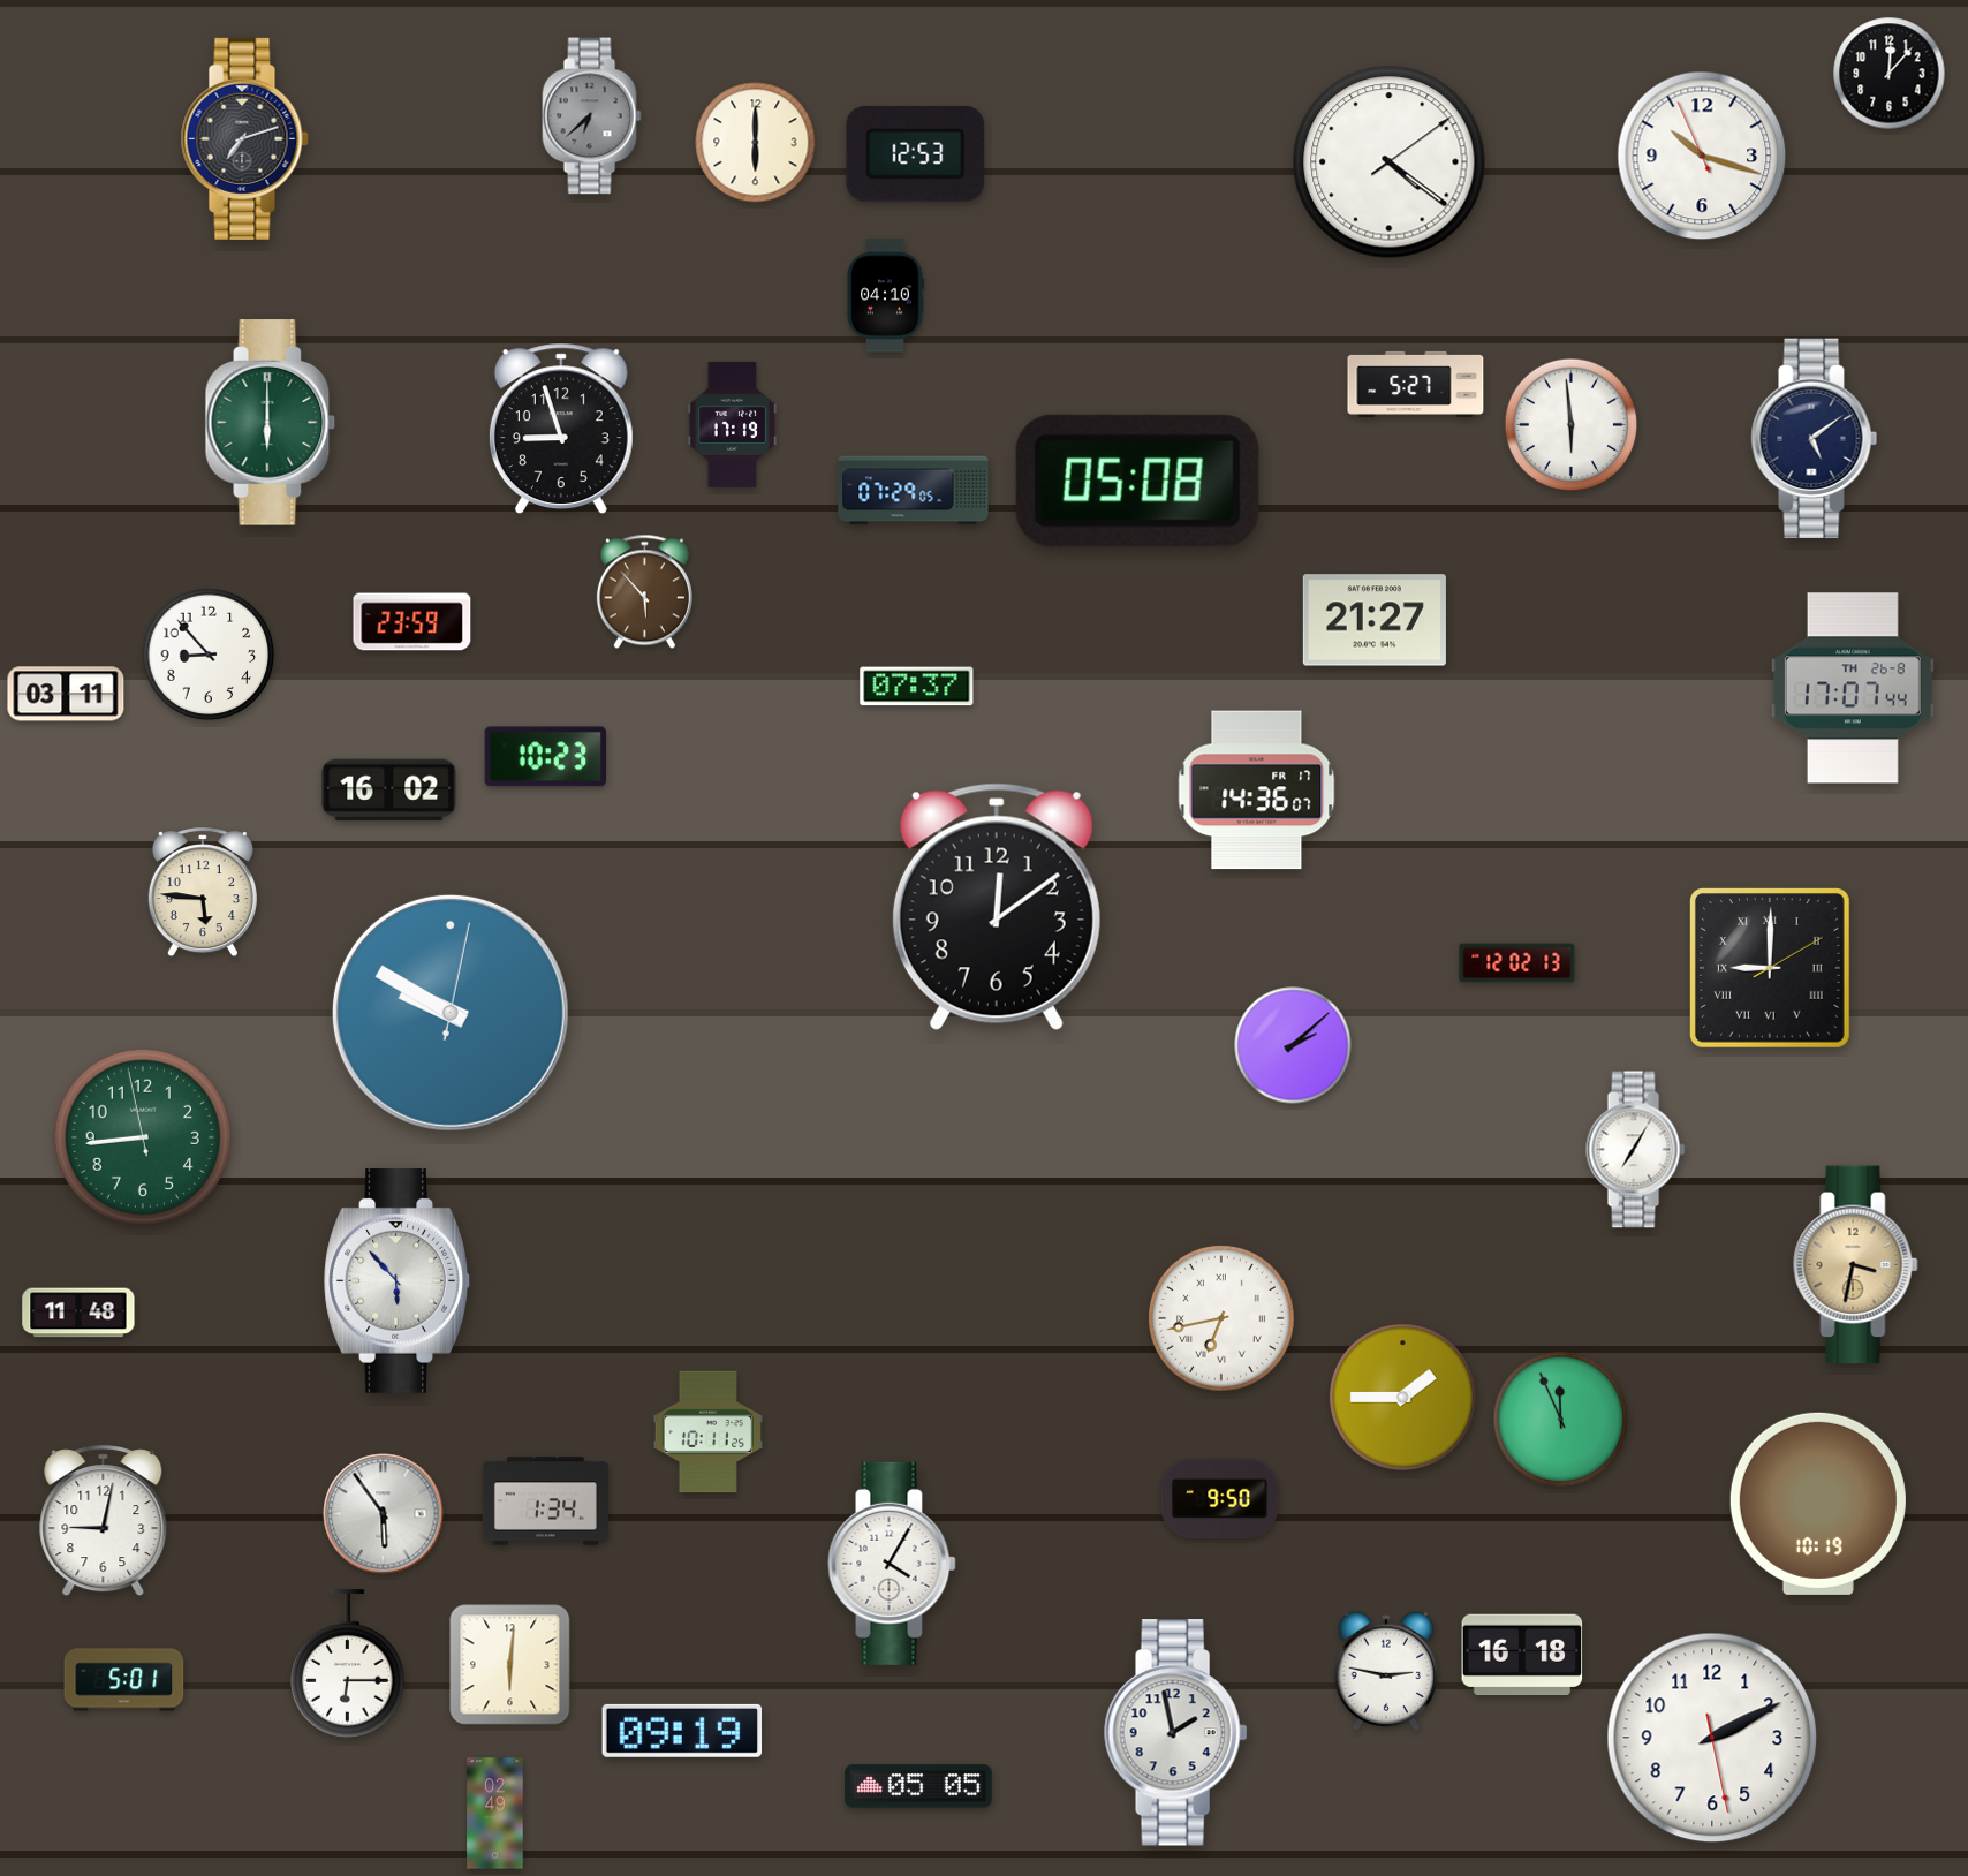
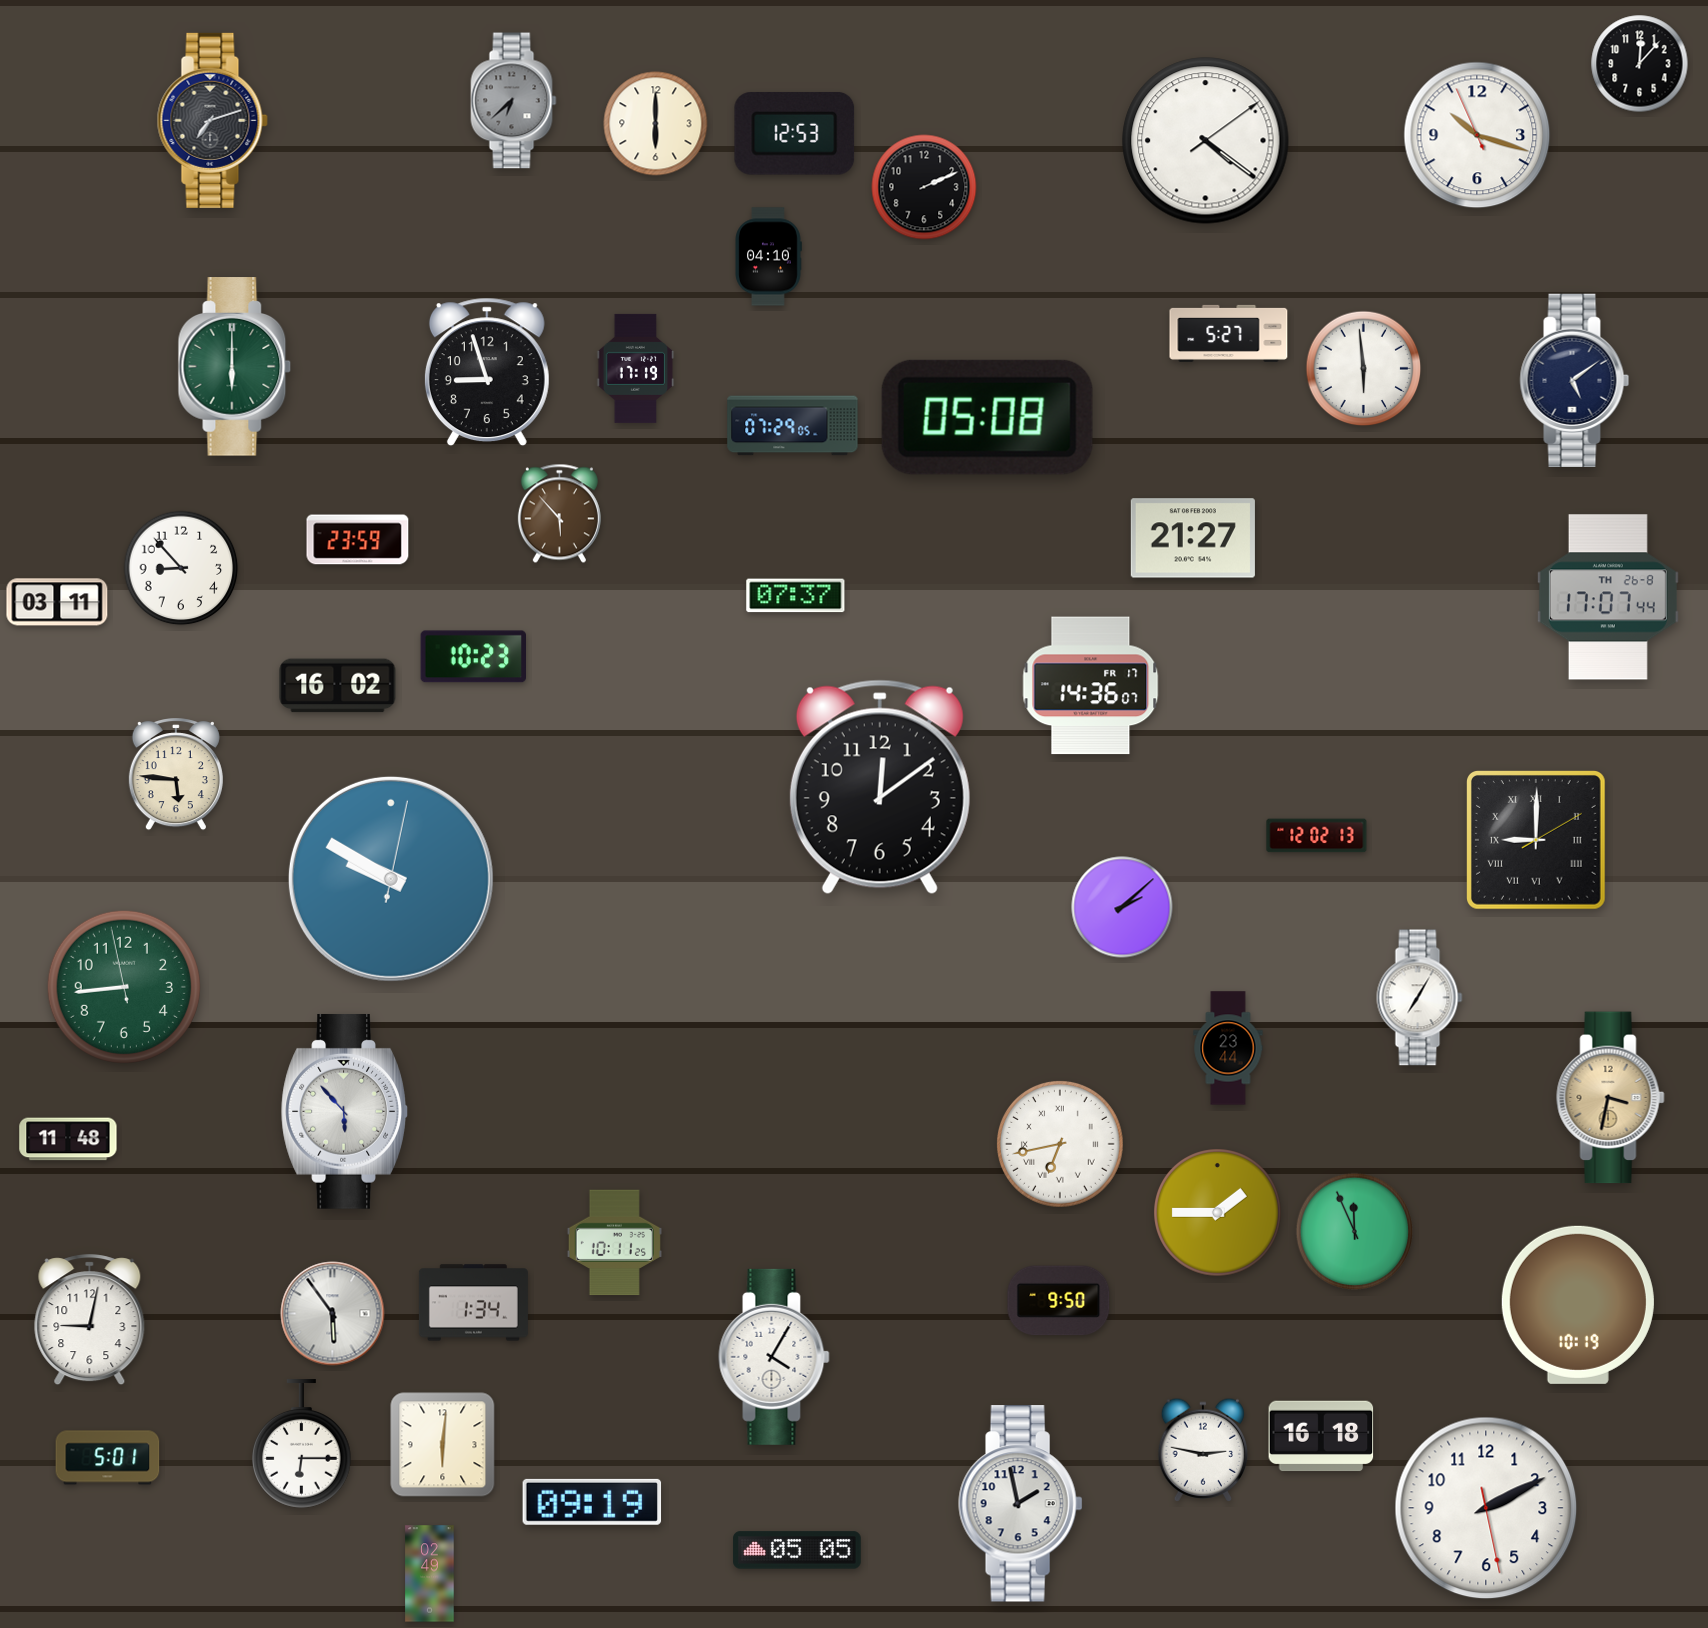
clock at (924, 187): none -> 2:11
clock at (997, 907) position: (997, 907) -> (880, 787)
clock at (1228, 1048): none -> 23:44
